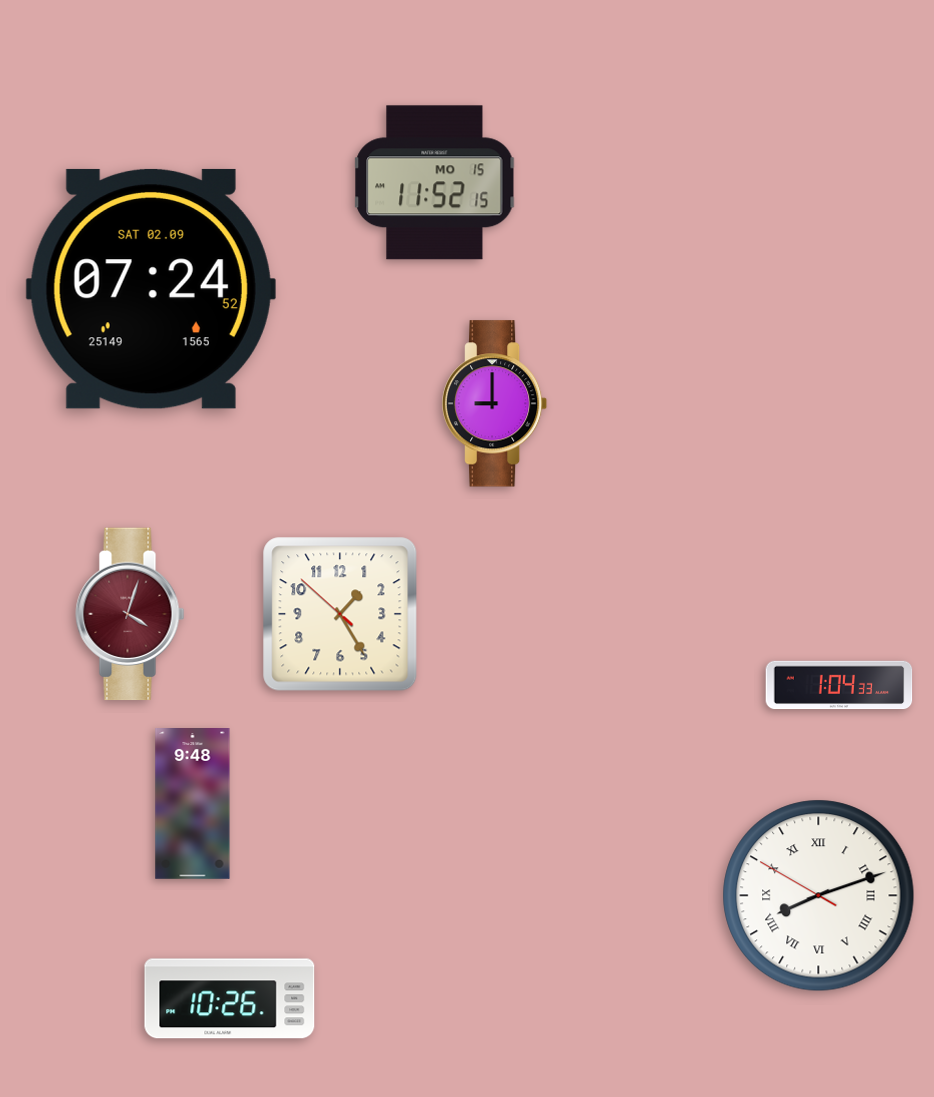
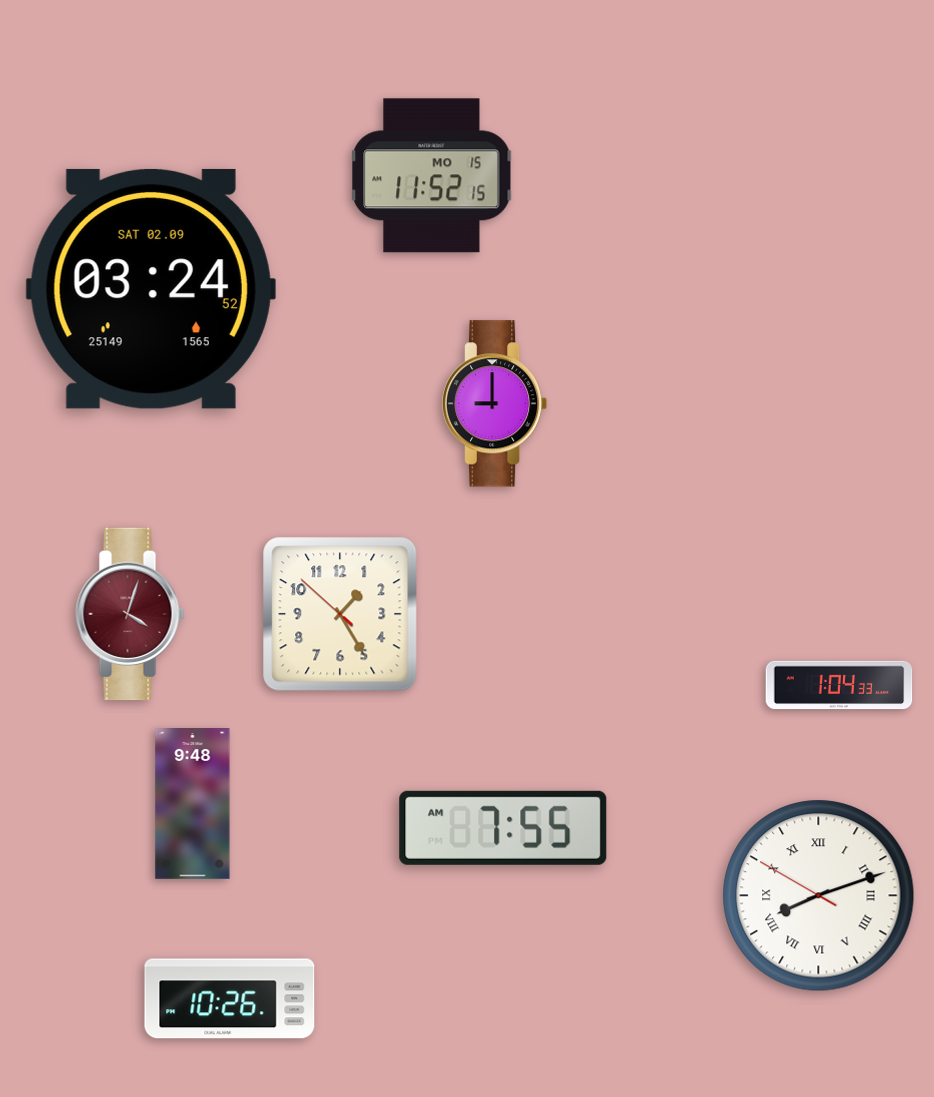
clock at (435, 183) position: (435, 183) -> (432, 176)
clock at (151, 289): 07:24 -> 03:24
clock at (503, 828): none -> 7:55
